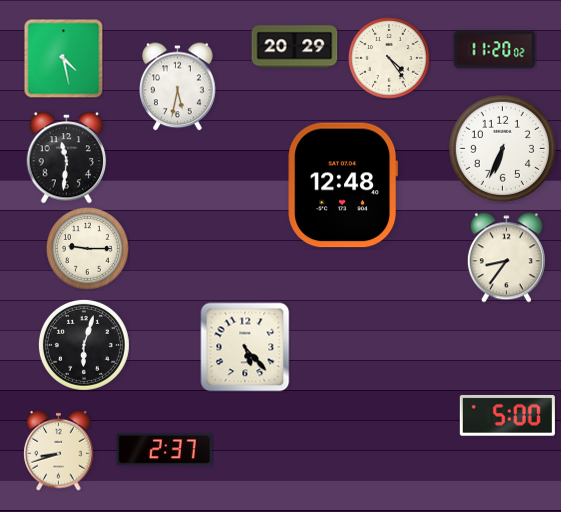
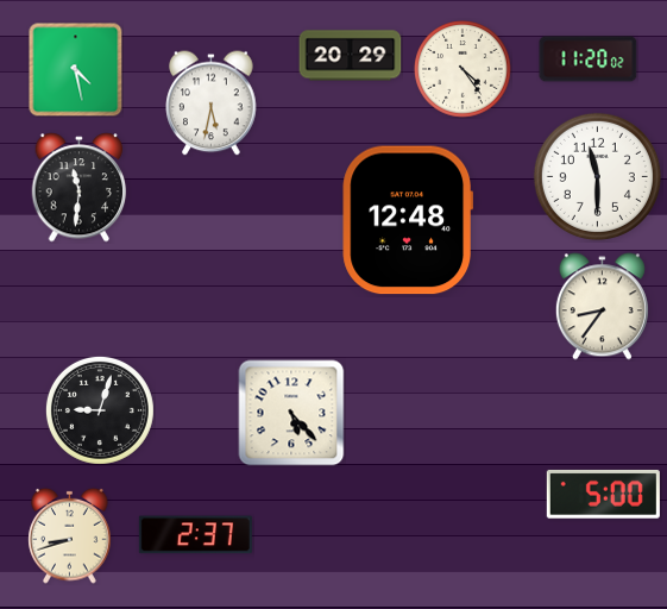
clock at (502, 148): 6:34 -> 11:30
clock at (88, 249): 9:15 -> none
clock at (84, 345): 6:03 -> 9:03
